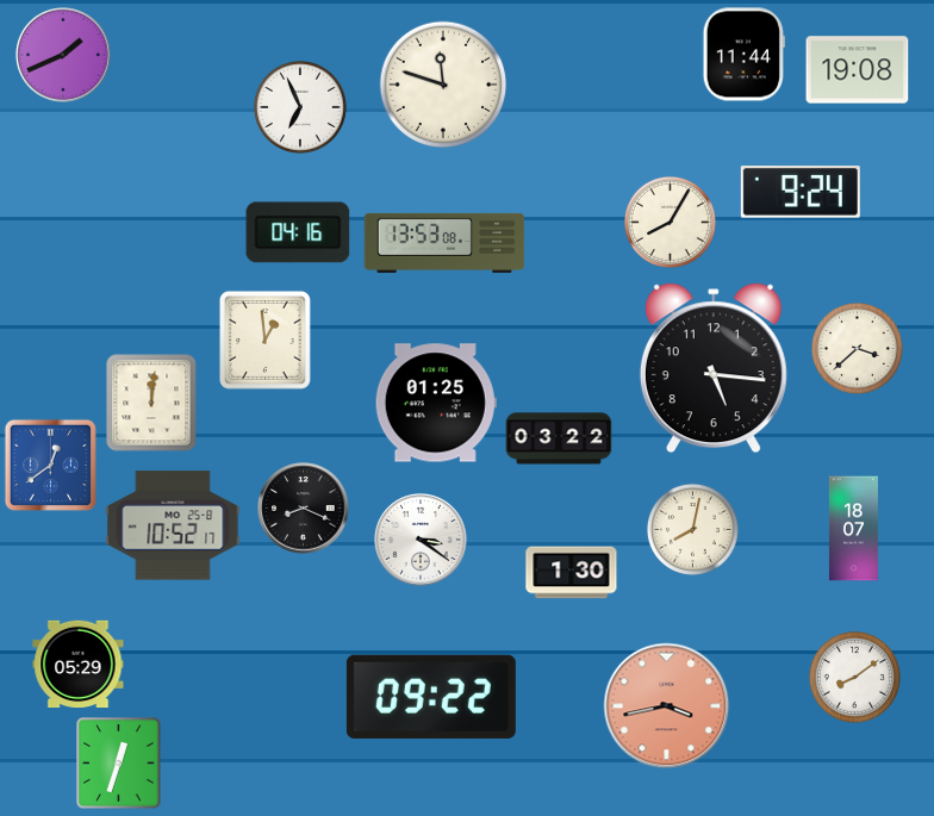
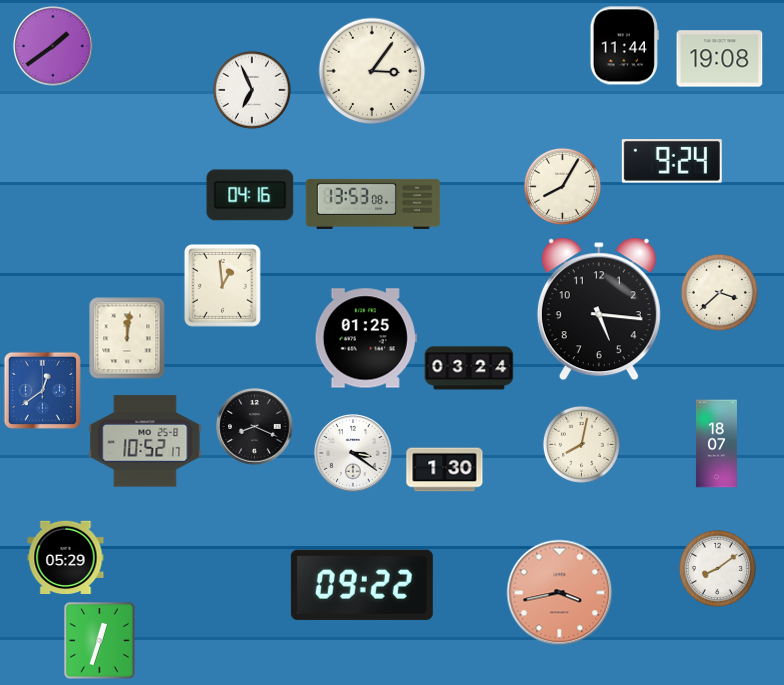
clock at (63, 55): 1:41 -> 1:39
clock at (443, 85): 11:48 -> 3:06
clock at (559, 438): 03:22 -> 03:24
clock at (572, 573) position: (572, 573) -> (445, 470)
